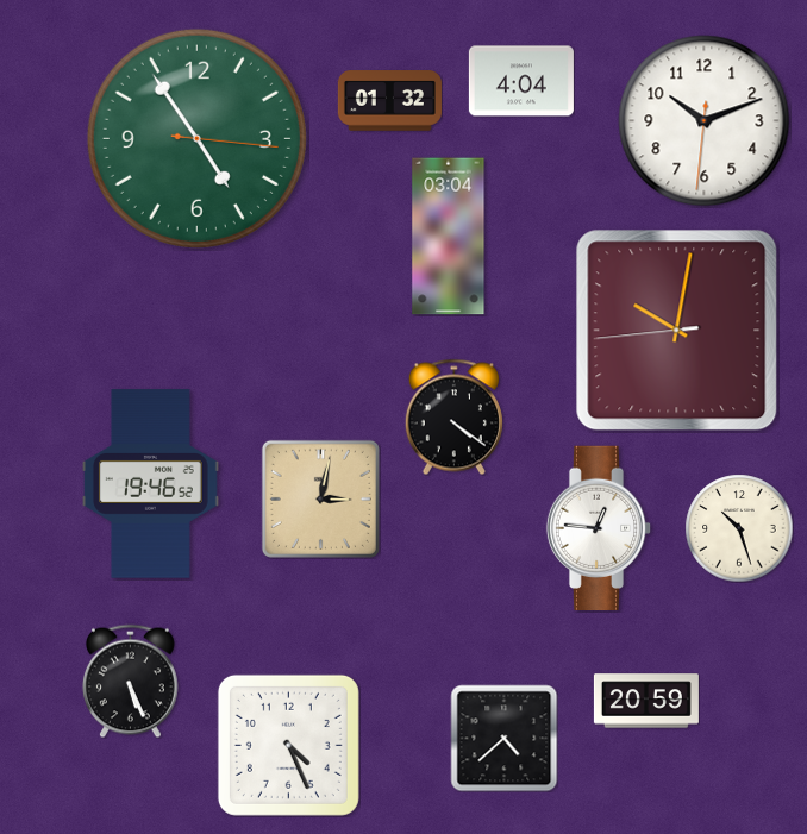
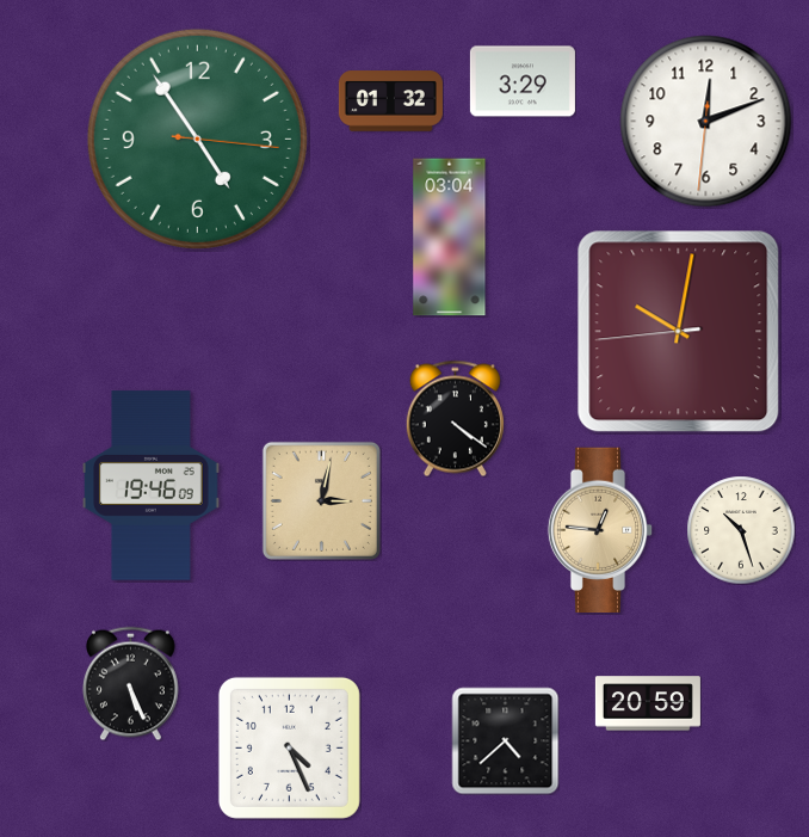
clock at (521, 81): 4:04 -> 3:29
clock at (705, 121): 10:11 -> 12:11
clock at (151, 484): 19:46:52 -> 19:46:09
clock at (599, 528) dial: white -> champagne
